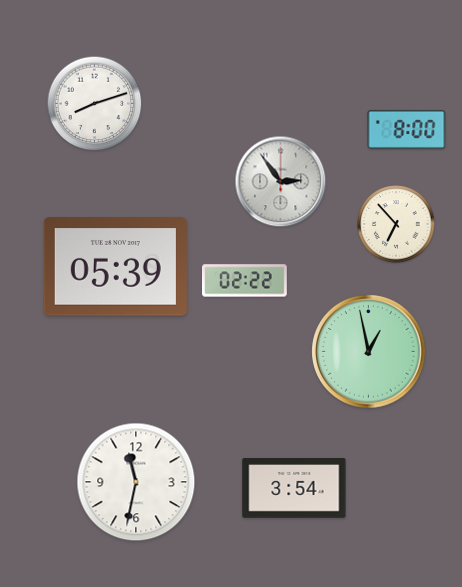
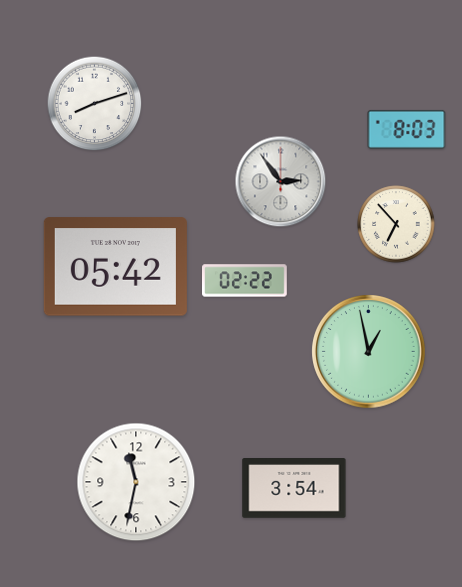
clock at (407, 129): 8:00 -> 8:03
clock at (115, 267): 05:39 -> 05:42
